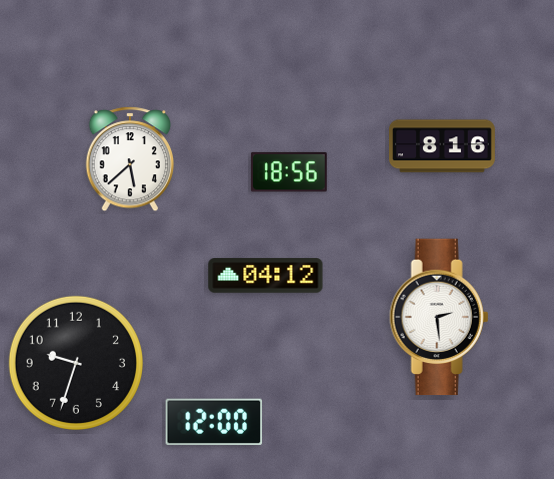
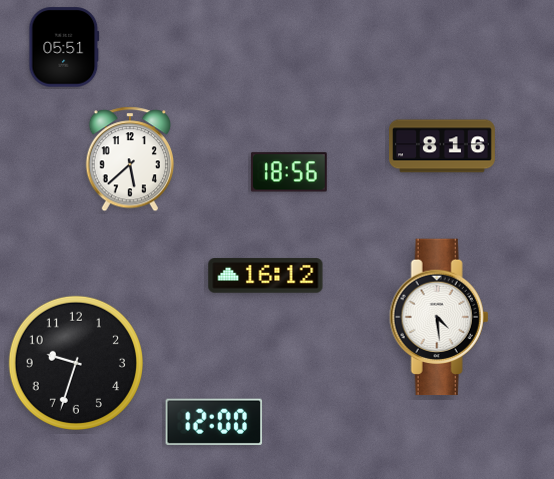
clock at (64, 47): none -> 05:51
clock at (266, 276): 04:12 -> 16:12
clock at (439, 317): 2:29 -> 4:29
